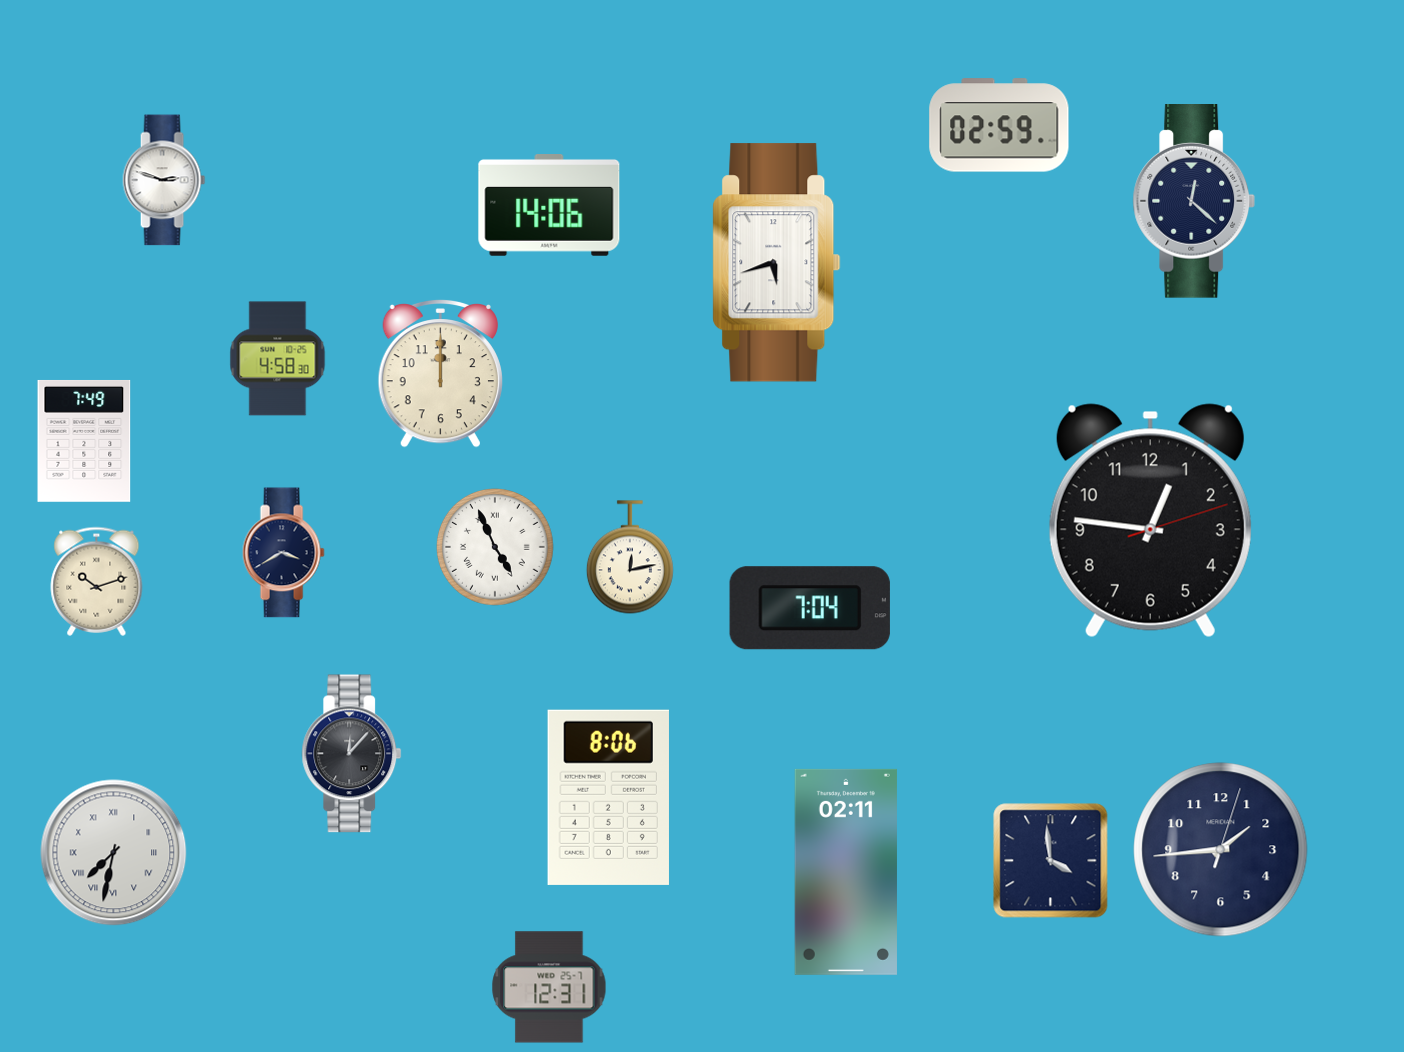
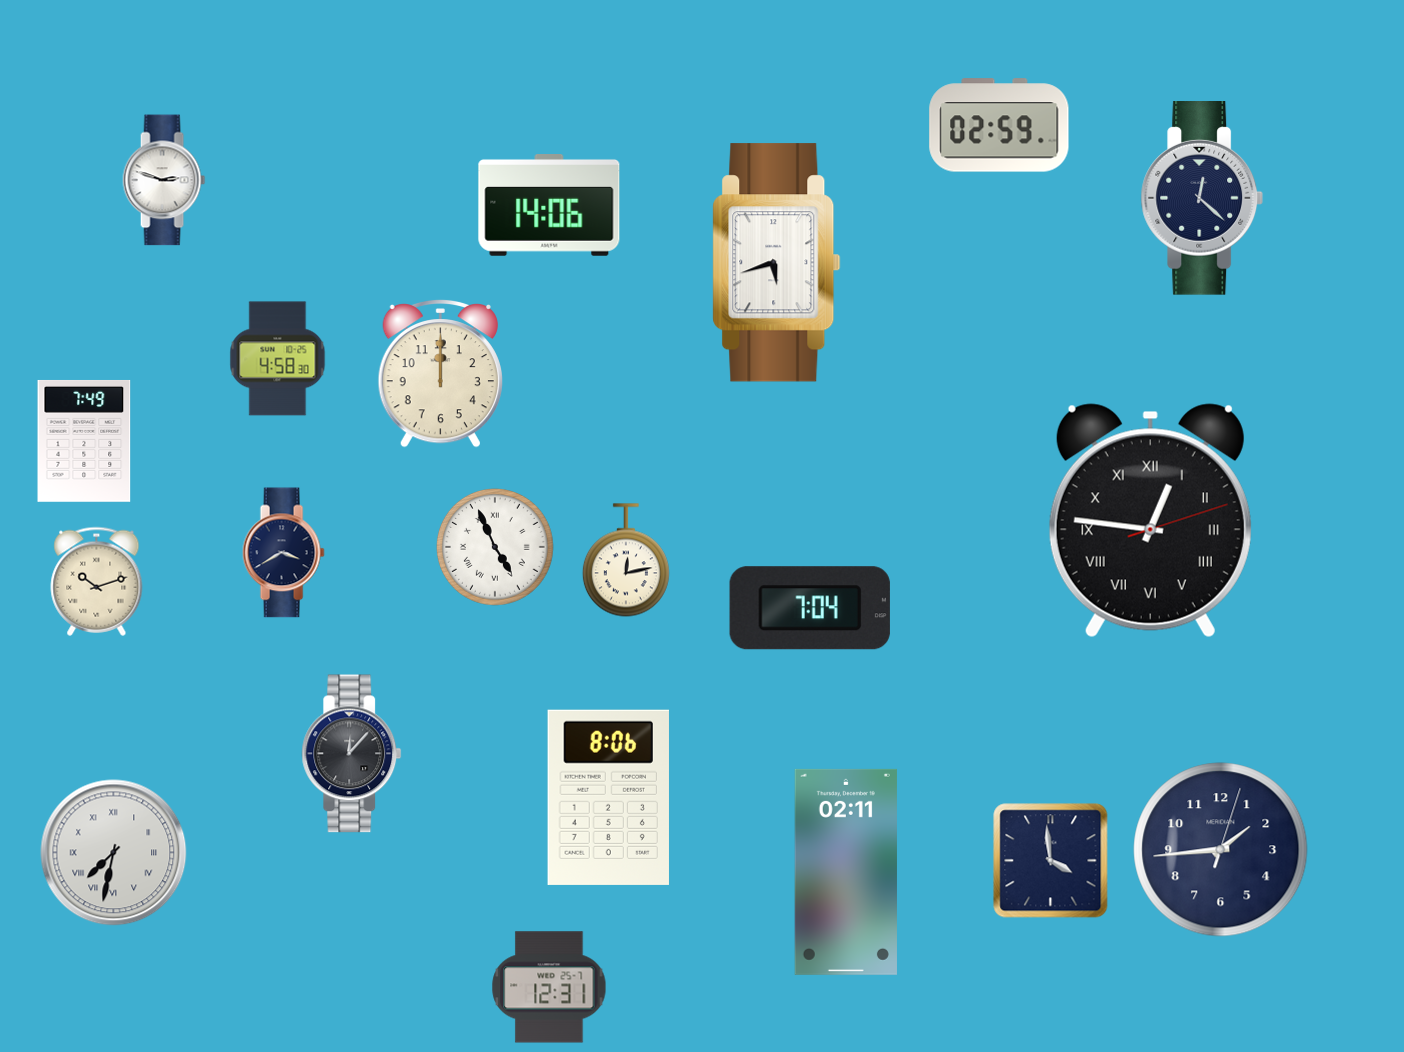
clock at (1194, 202) position: (1194, 202) -> (1202, 199)
clock at (1150, 521) numerals: Arabic -> Roman
clock at (630, 557) position: (630, 557) -> (626, 560)
